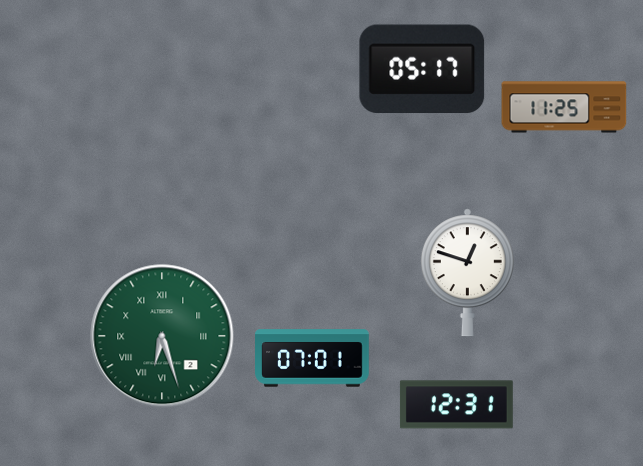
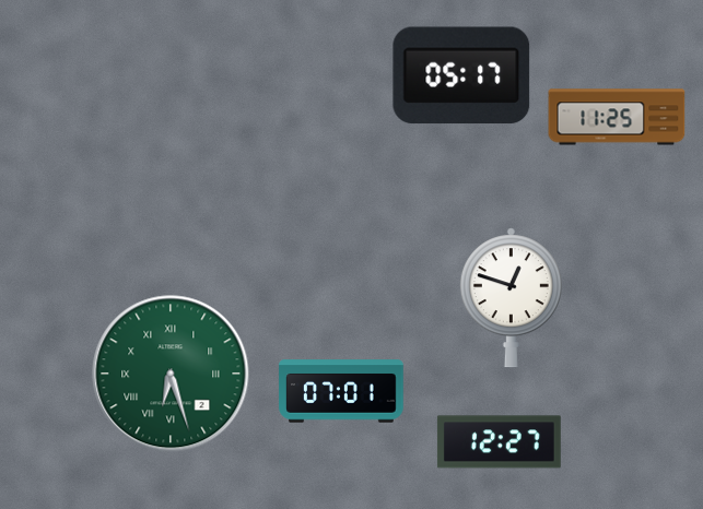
clock at (162, 336) position: (162, 336) -> (171, 374)
clock at (456, 405): 12:31 -> 12:27
